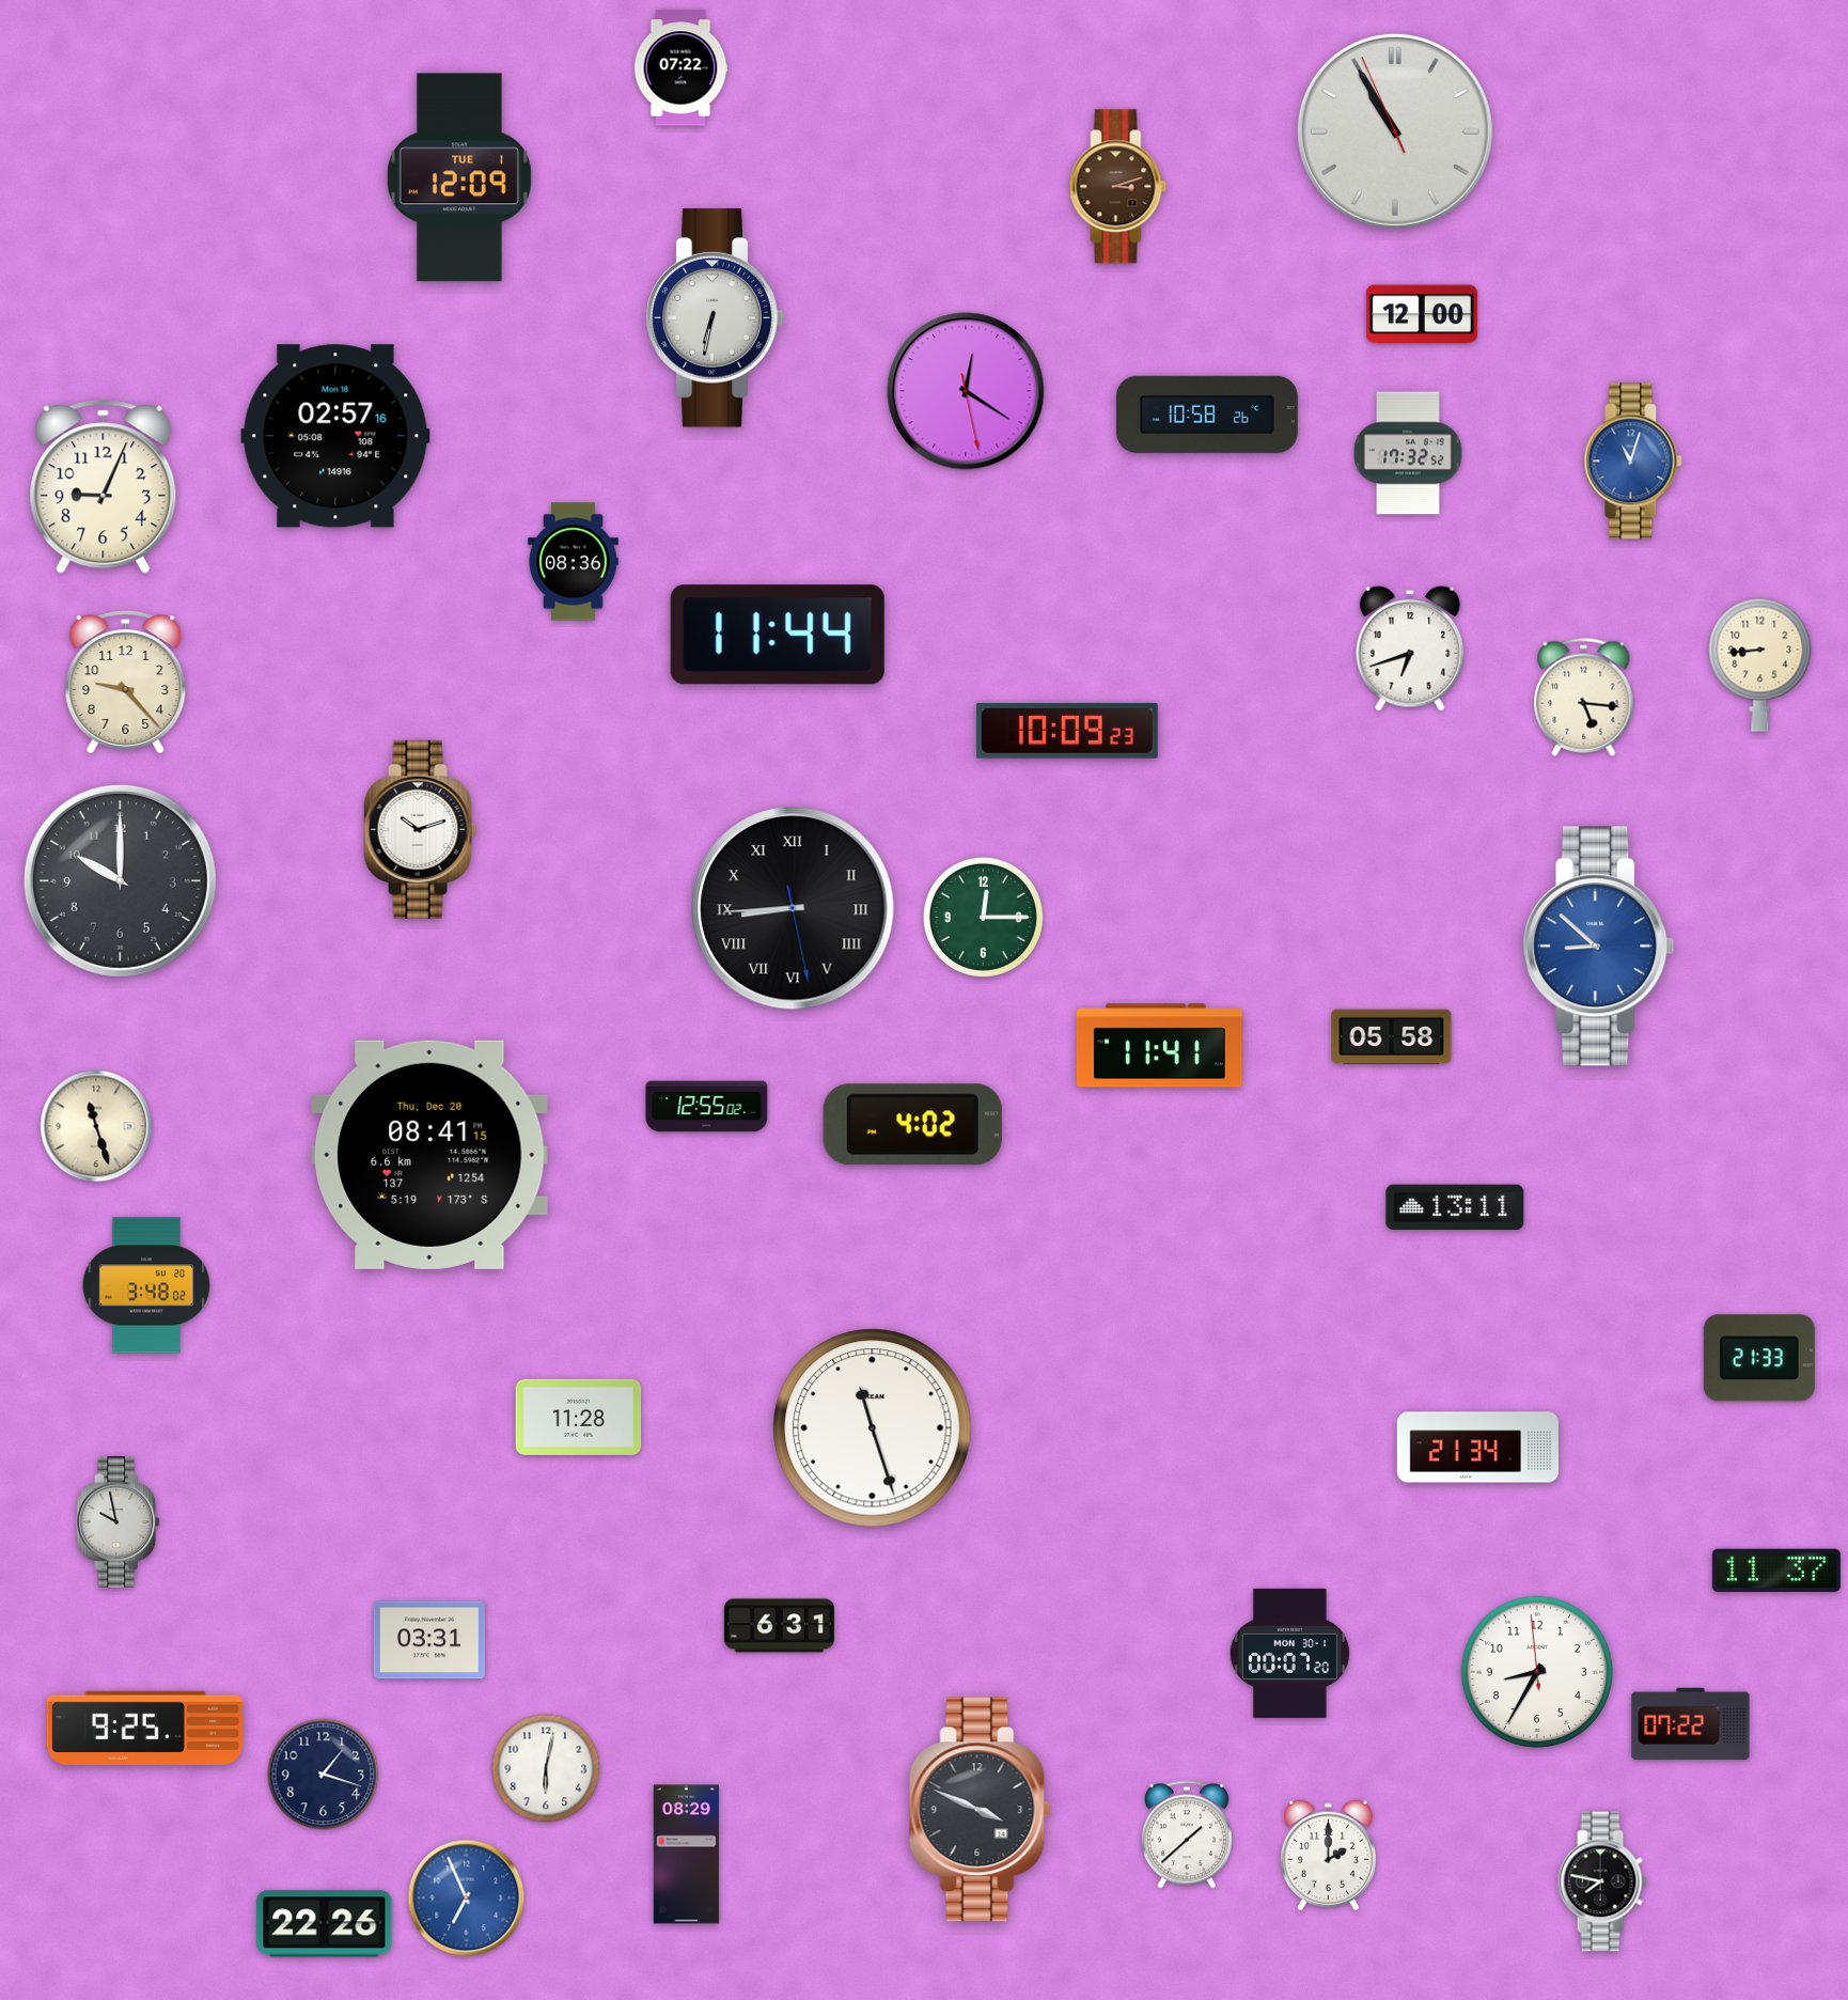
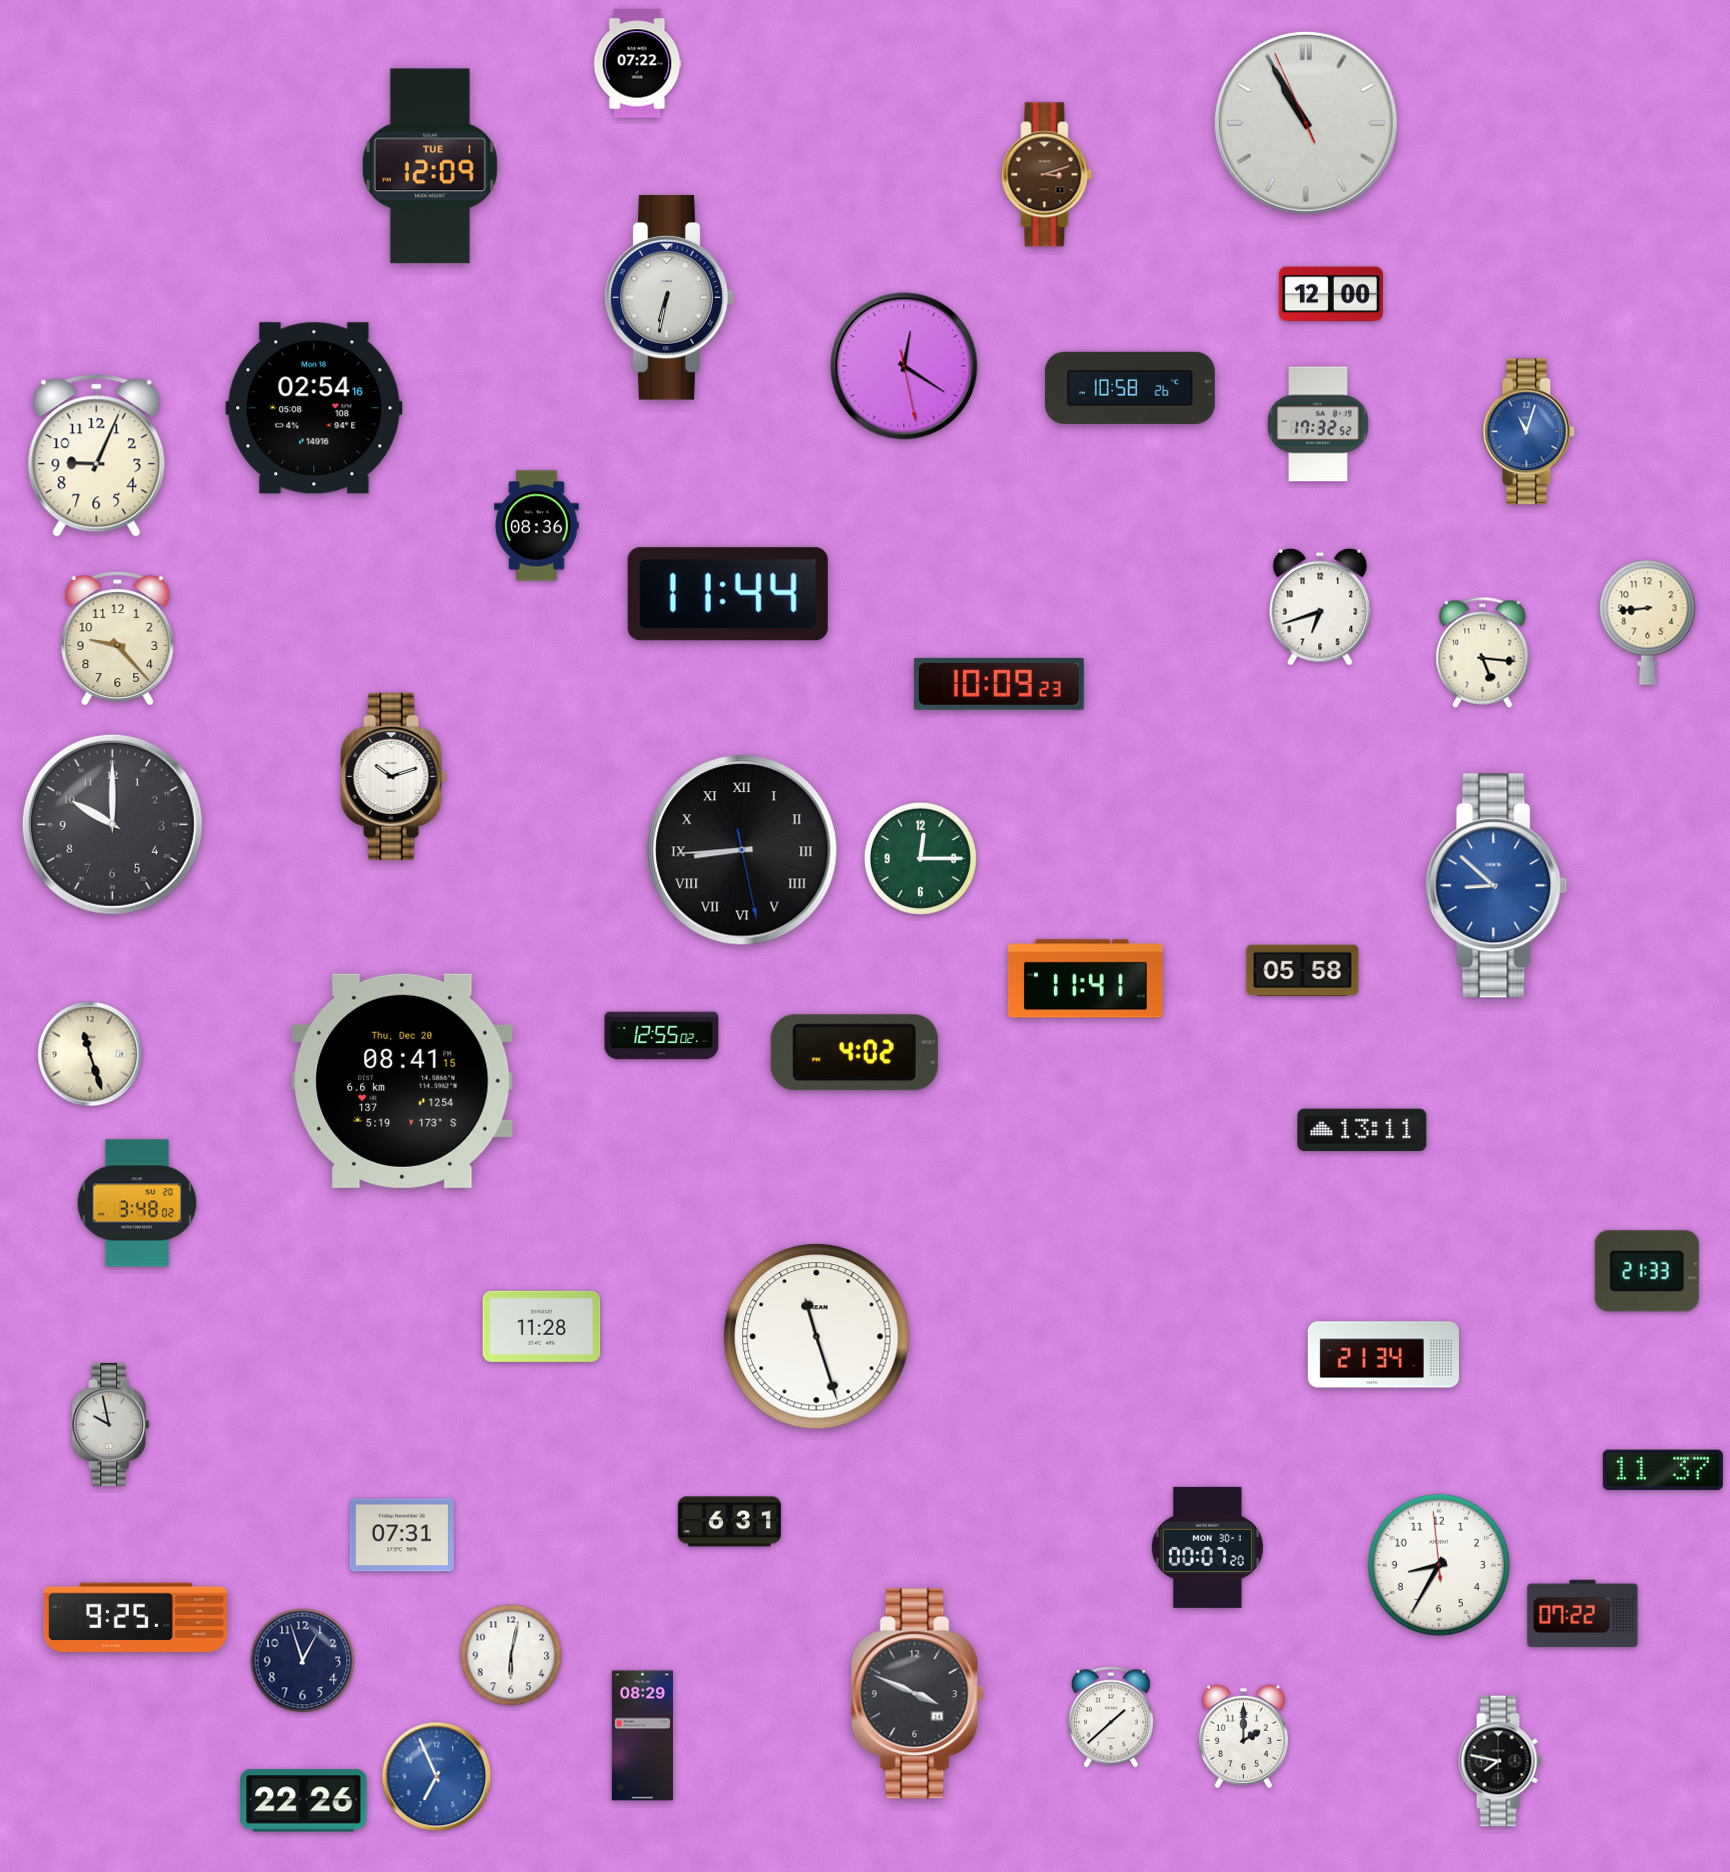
clock at (335, 436): 02:57 -> 02:54
clock at (429, 1640): 03:31 -> 07:31
clock at (324, 1775): 1:18 -> 12:57
